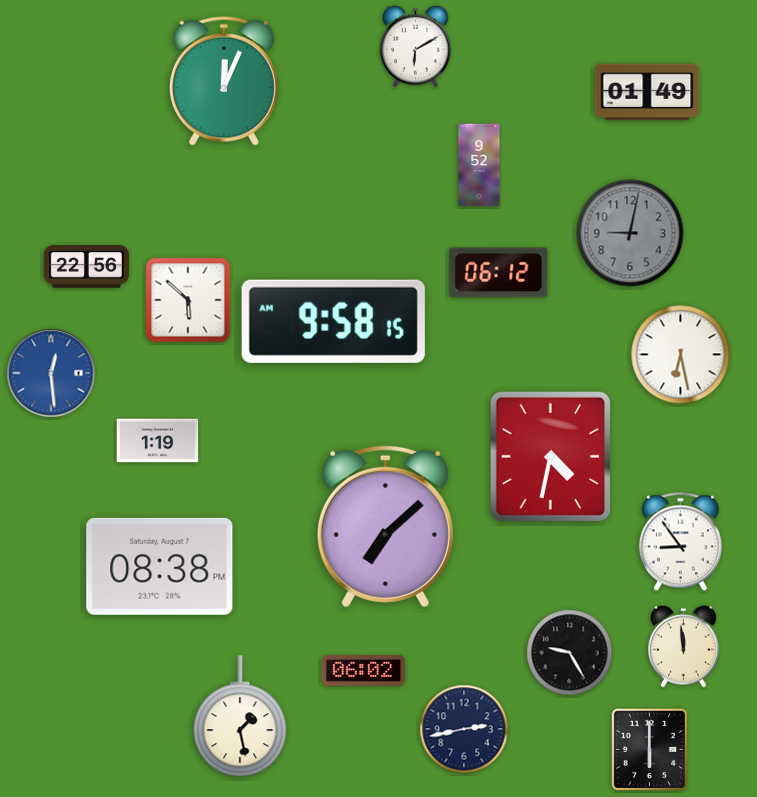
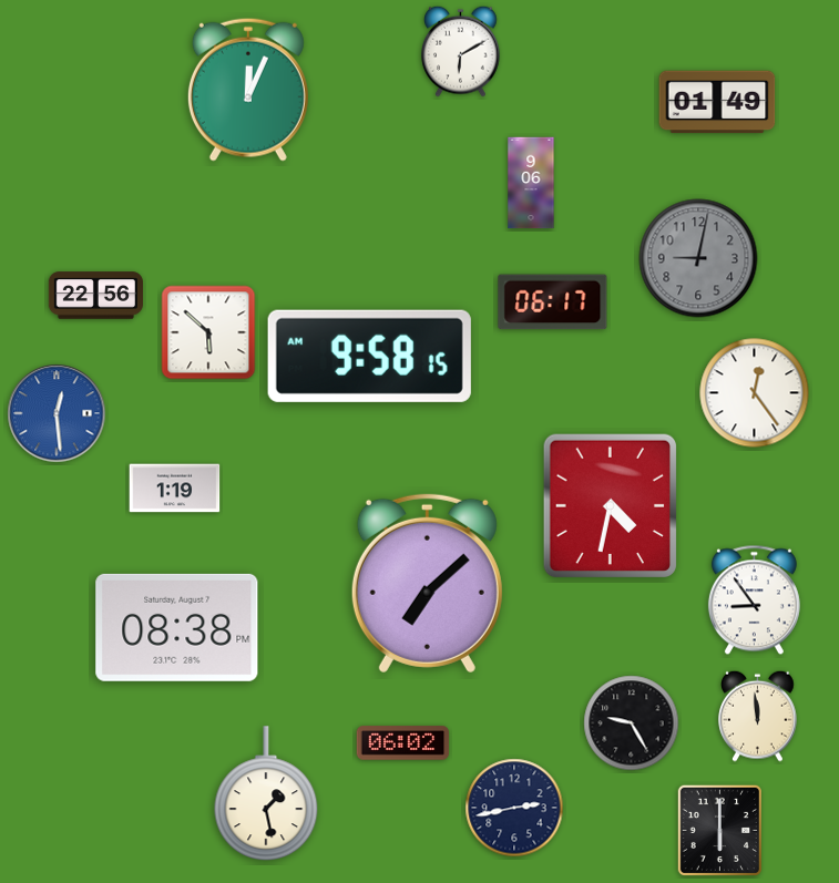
clock at (479, 165): 9:52 -> 9:06
clock at (499, 273): 06:12 -> 06:17
clock at (681, 355): 6:28 -> 12:24
